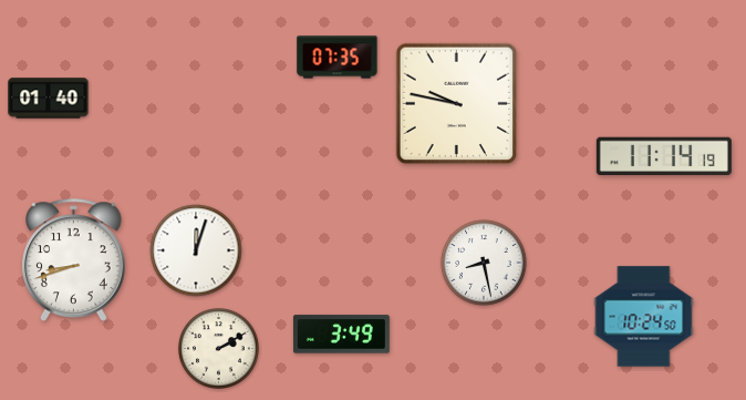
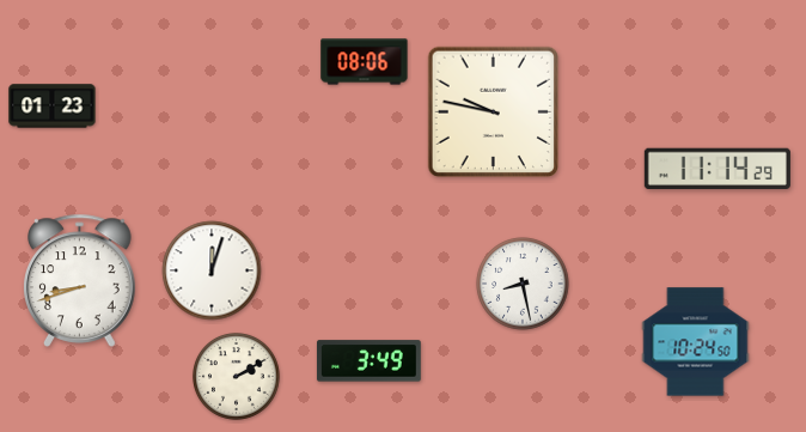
clock at (338, 58): 07:35 -> 08:06
clock at (49, 99): 01:40 -> 01:23
clock at (664, 155): 11:14:19 -> 11:14:29
